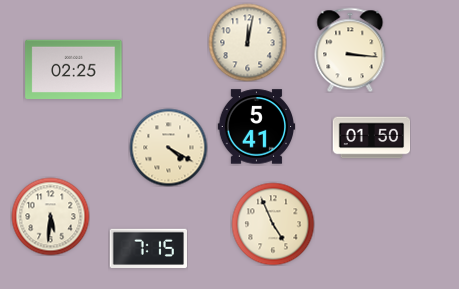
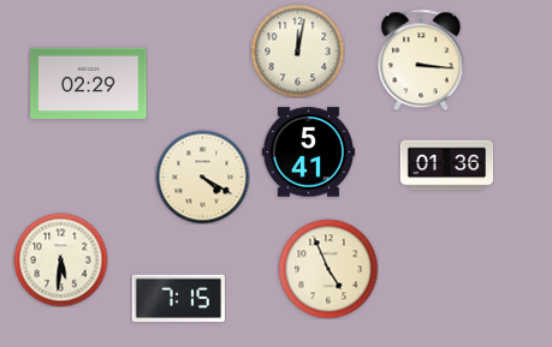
clock at (74, 70): 02:25 -> 02:29
clock at (371, 138): 01:50 -> 01:36
